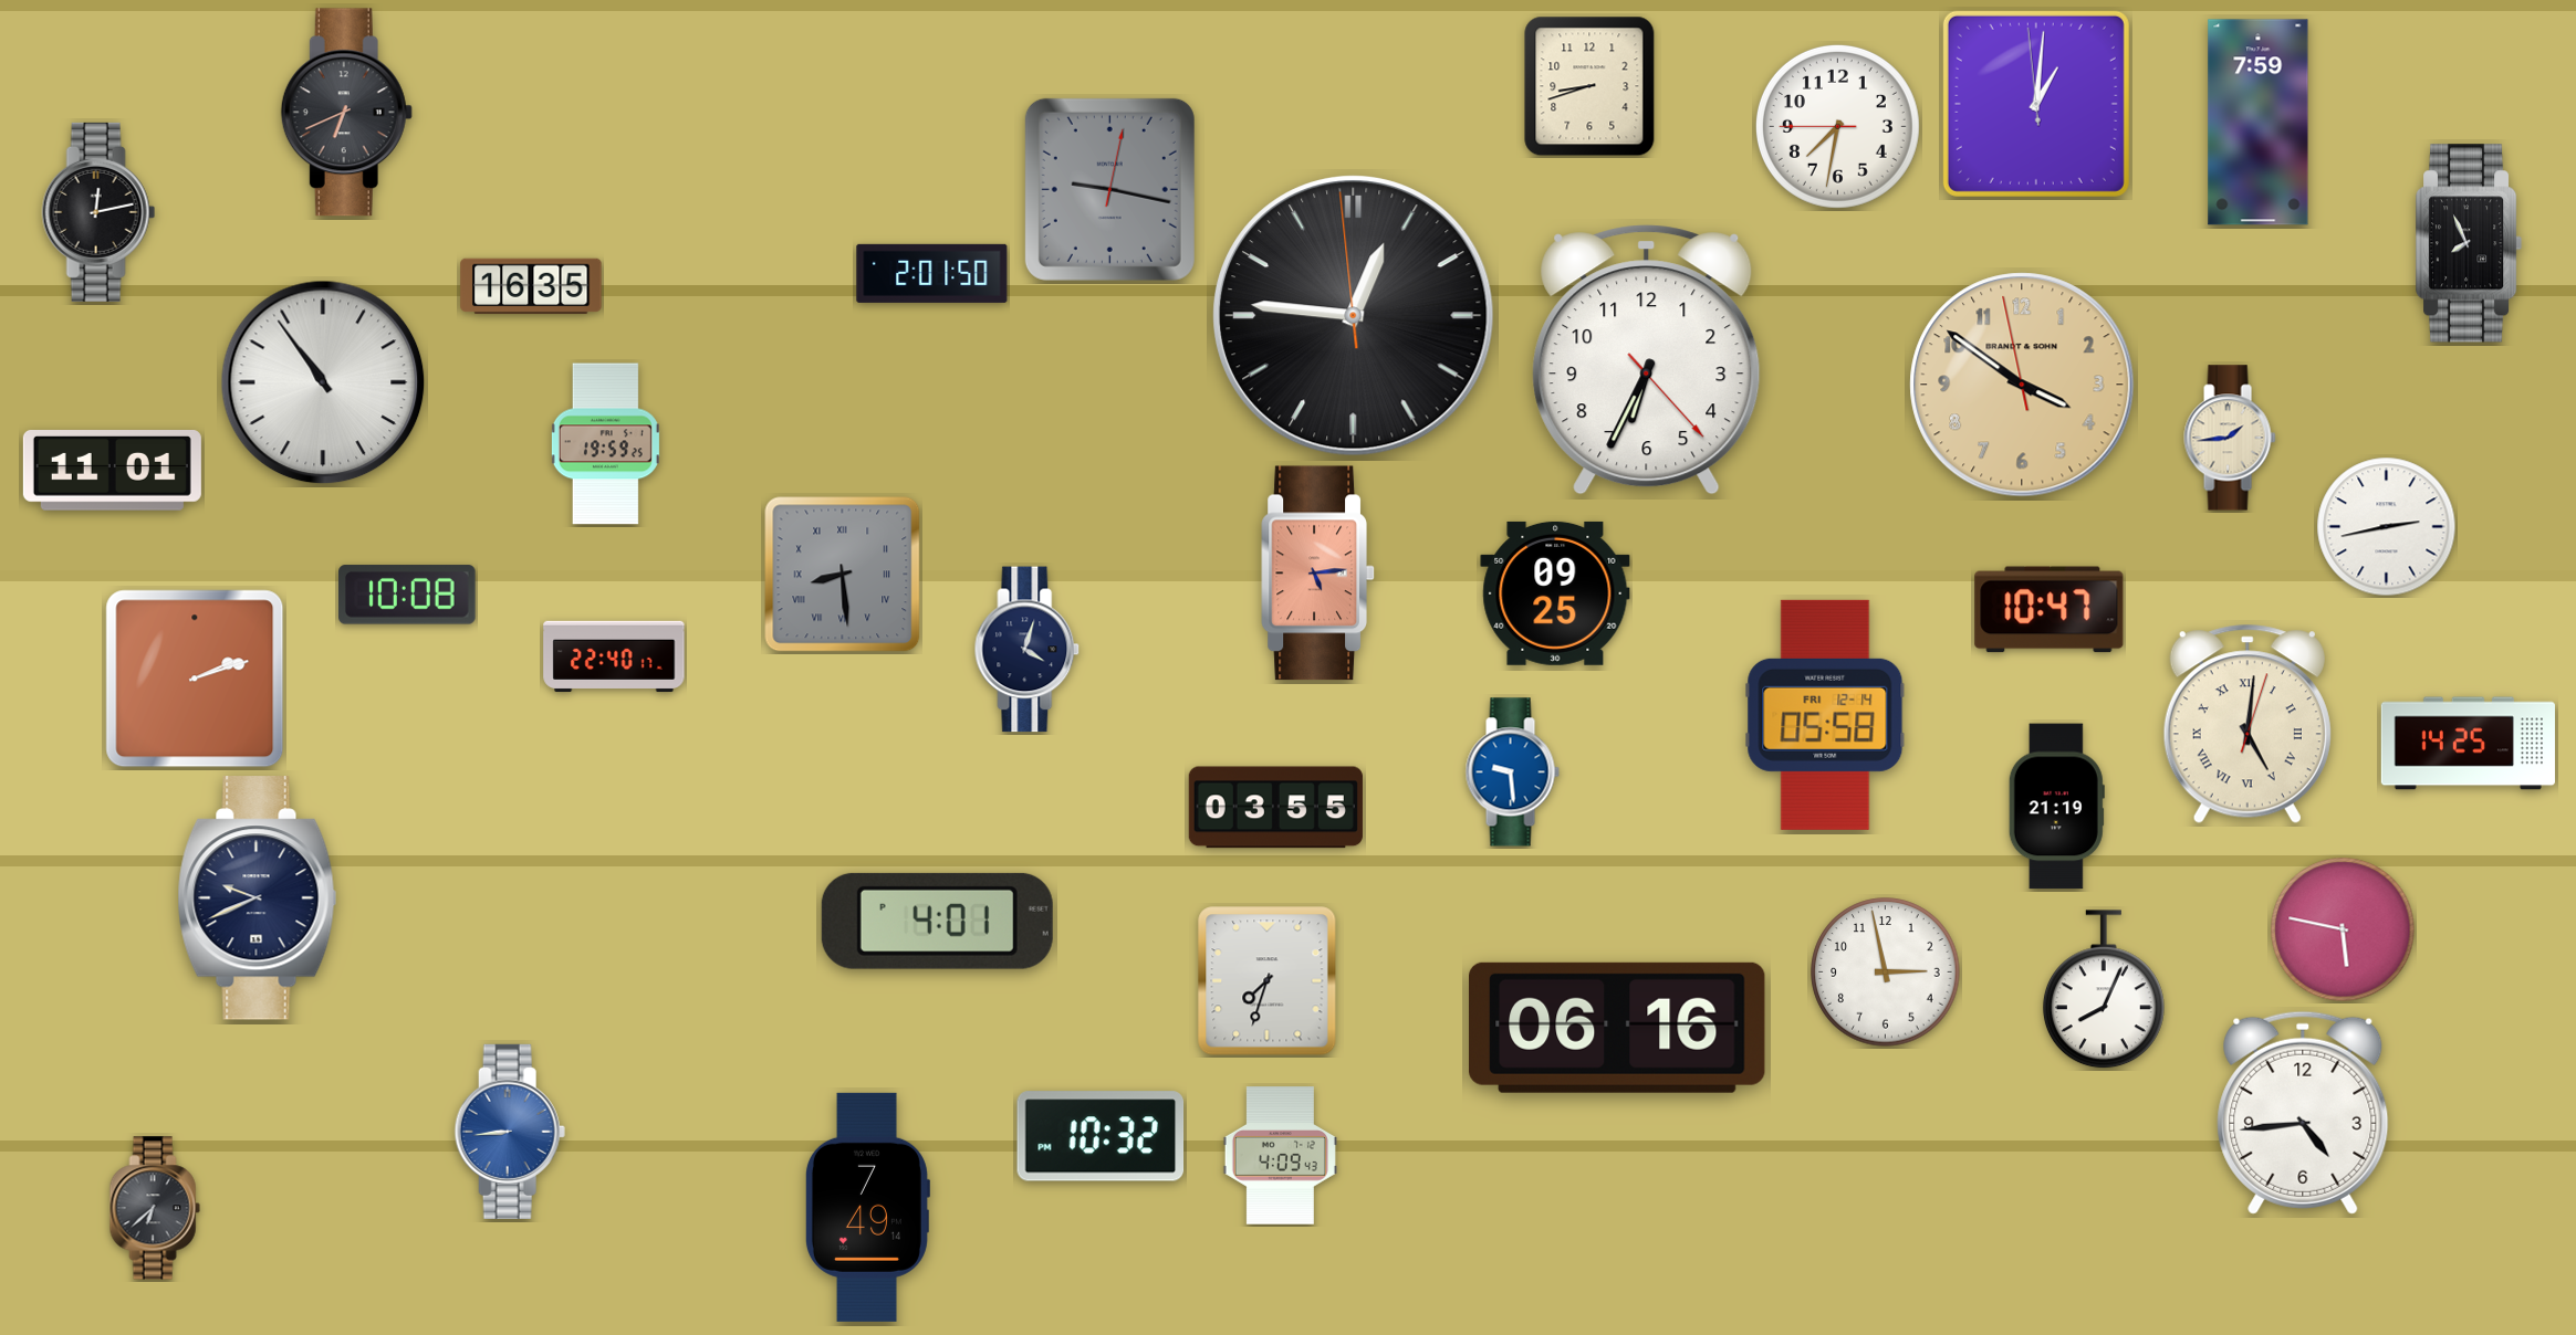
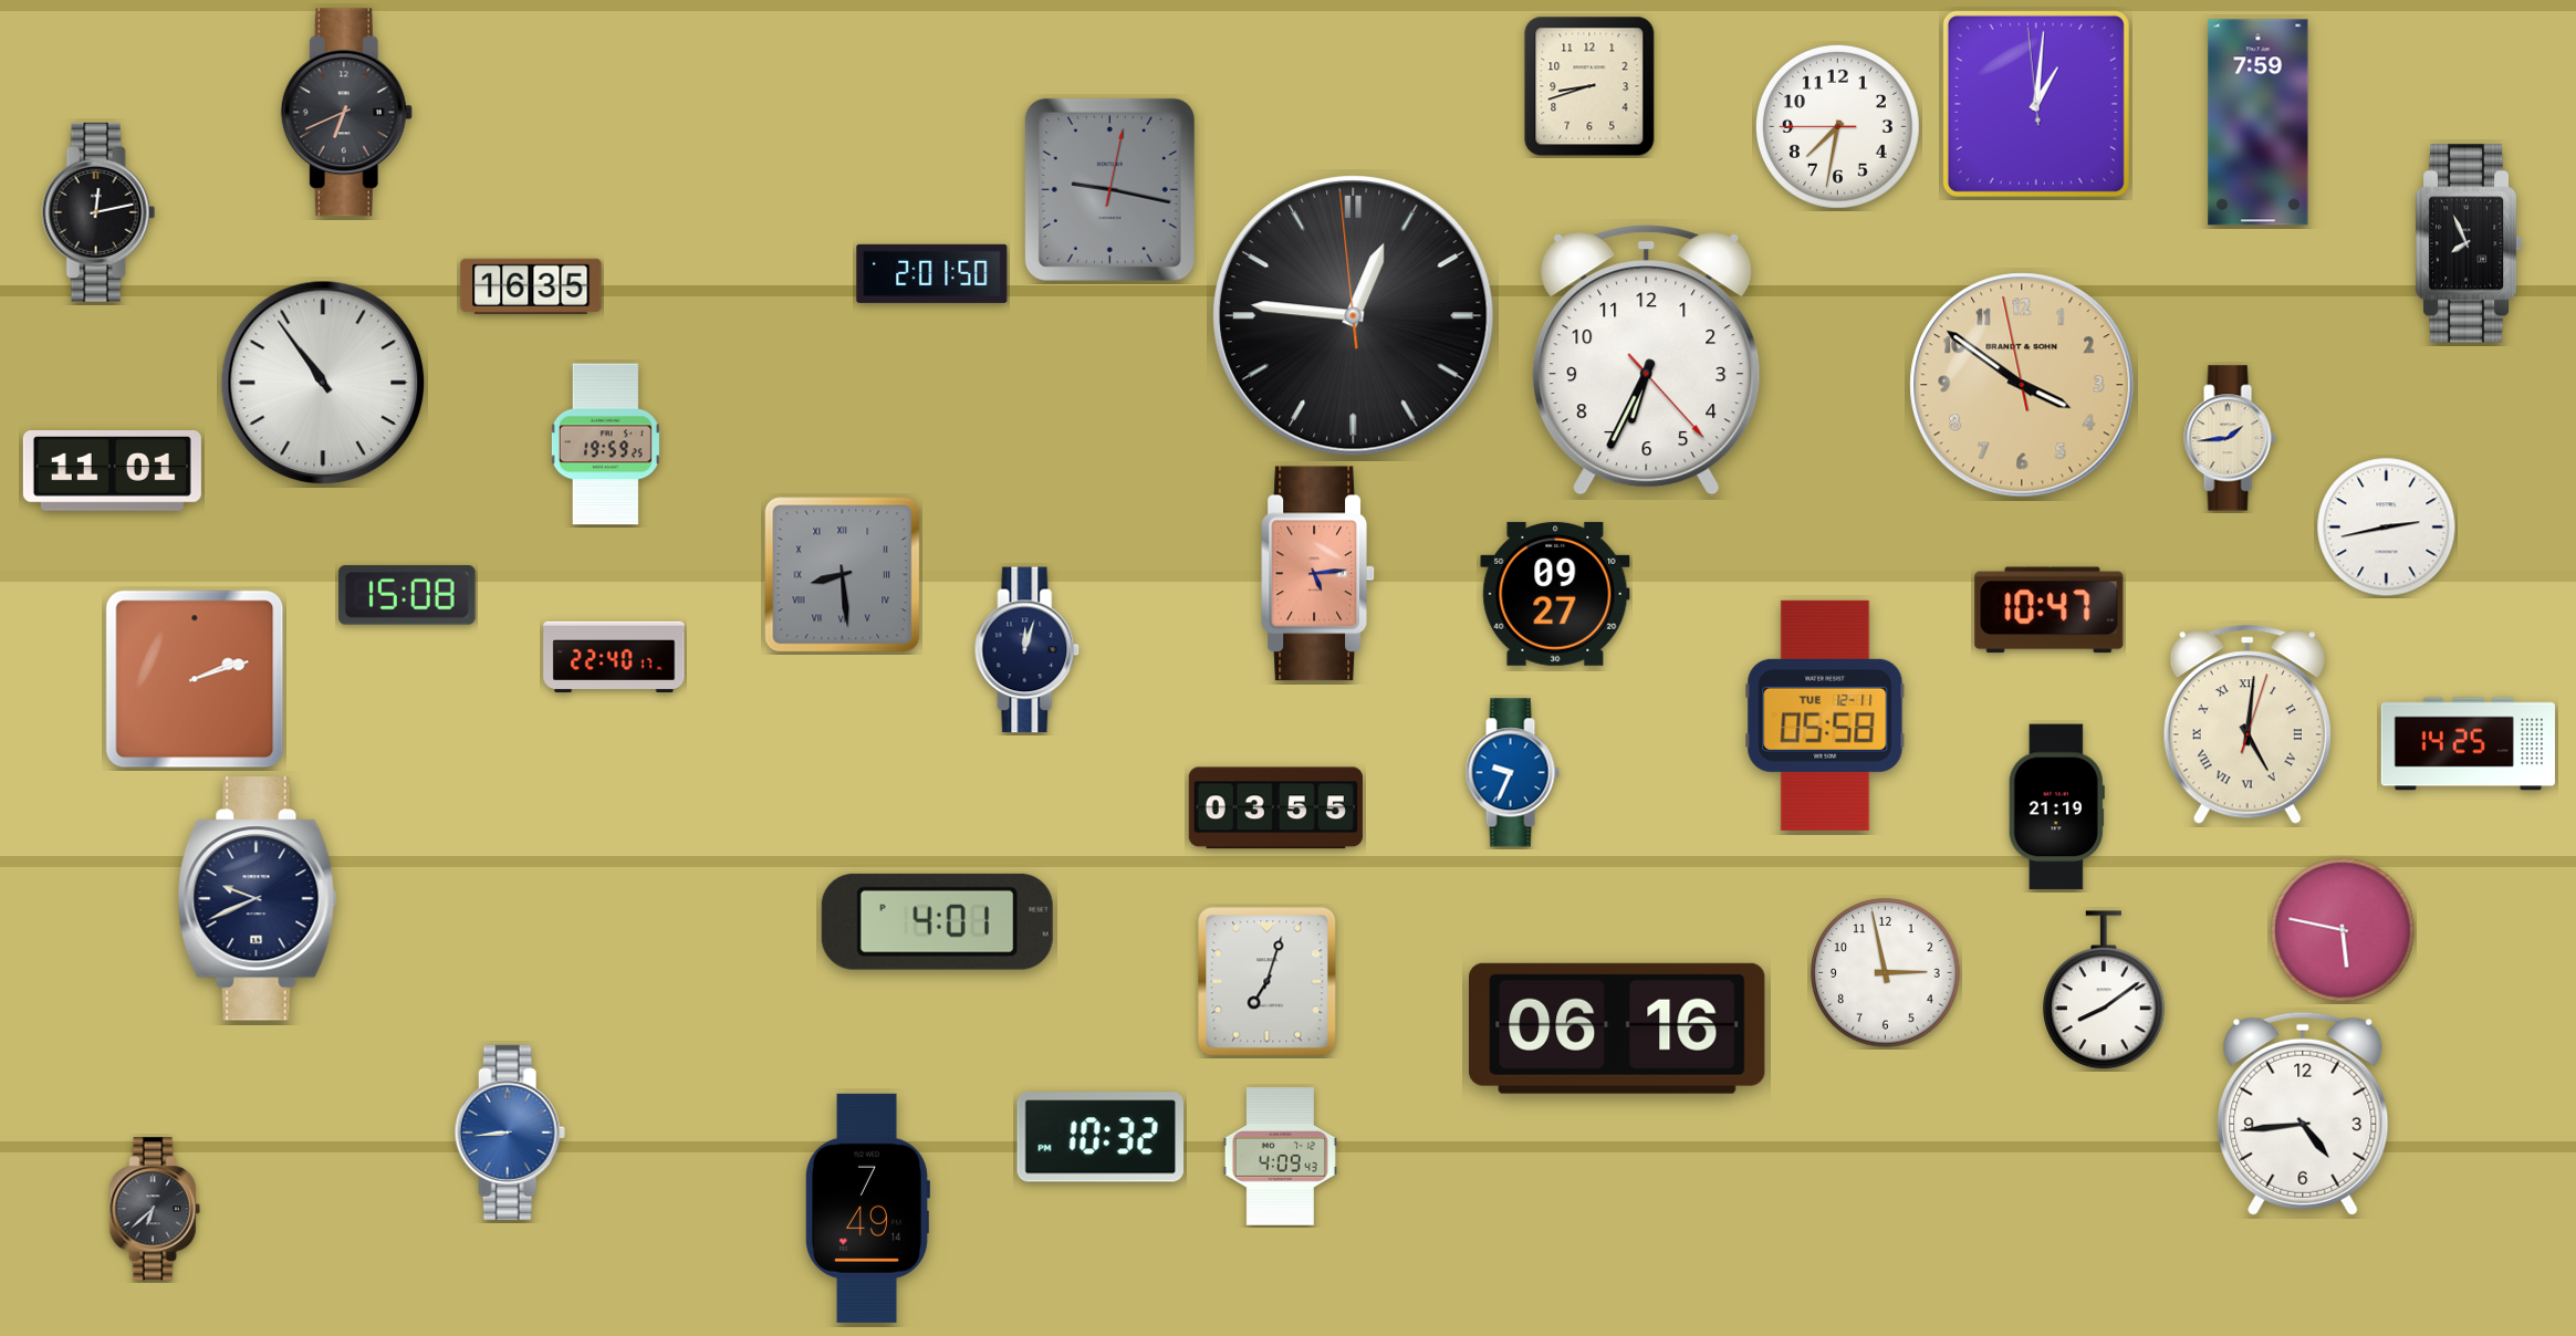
clock at (1555, 593): 09:25 -> 09:27
clock at (408, 595): 10:08 -> 15:08
clock at (1028, 650): 4:03 -> 12:03
clock at (1825, 715) date: FRI 12-14 -> TUE 12-11
clock at (1512, 772): 9:29 -> 9:34
clock at (1268, 981): 7:33 -> 7:03
clock at (2104, 990): 8:04 -> 8:09
